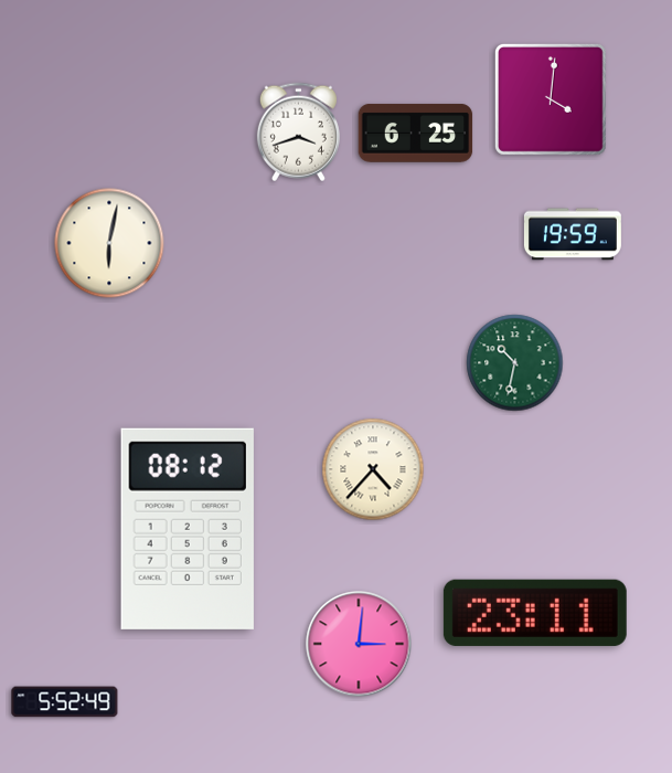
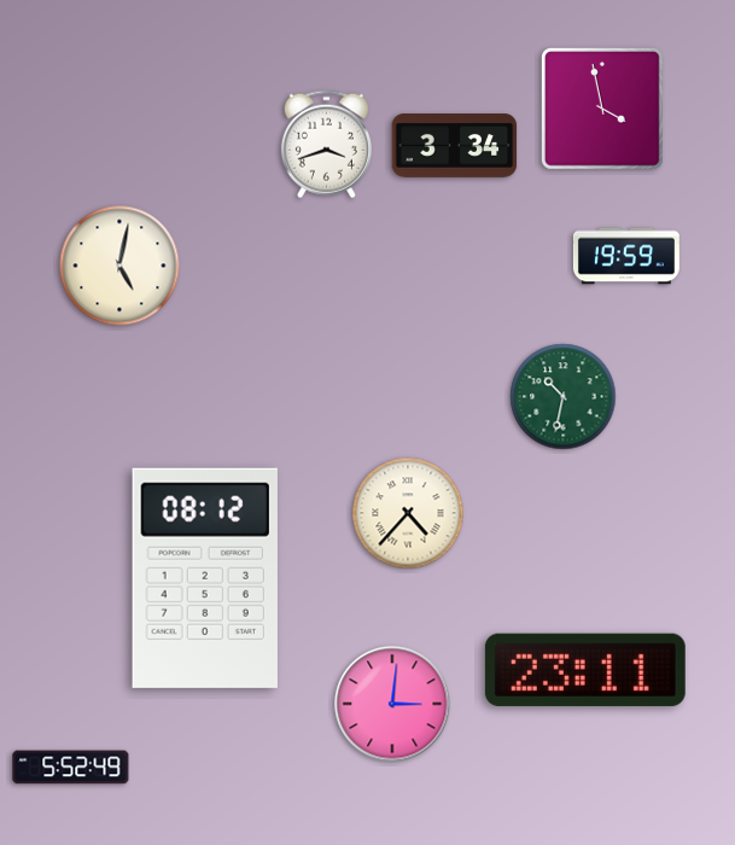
clock at (551, 99): 4:01 -> 3:58
clock at (416, 134): 6:25 -> 3:34
clock at (109, 243): 6:02 -> 5:02
